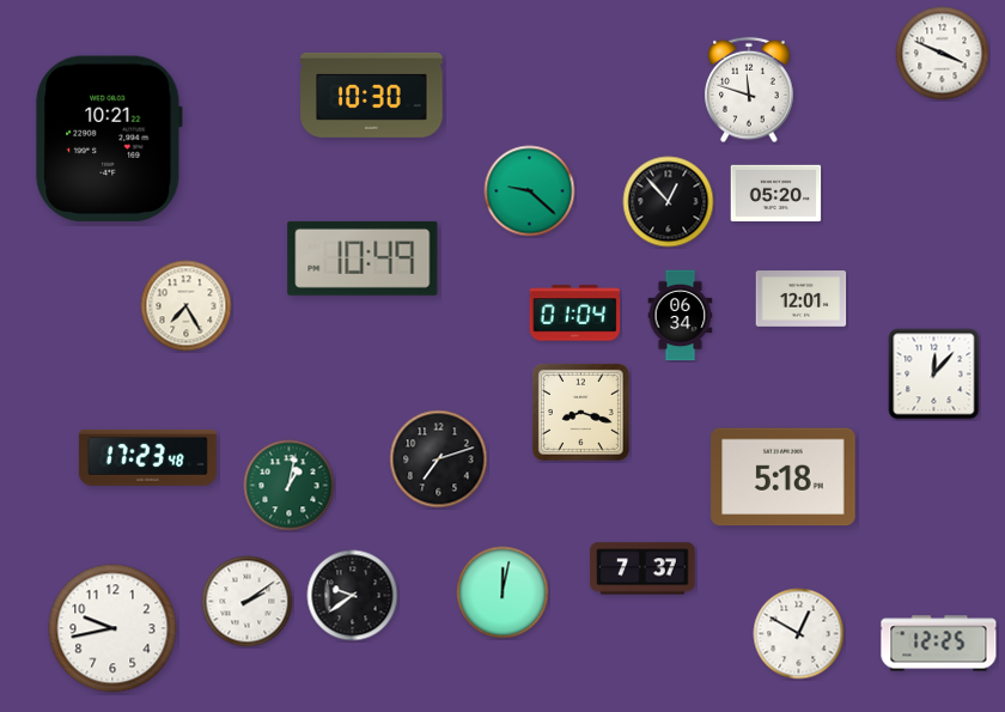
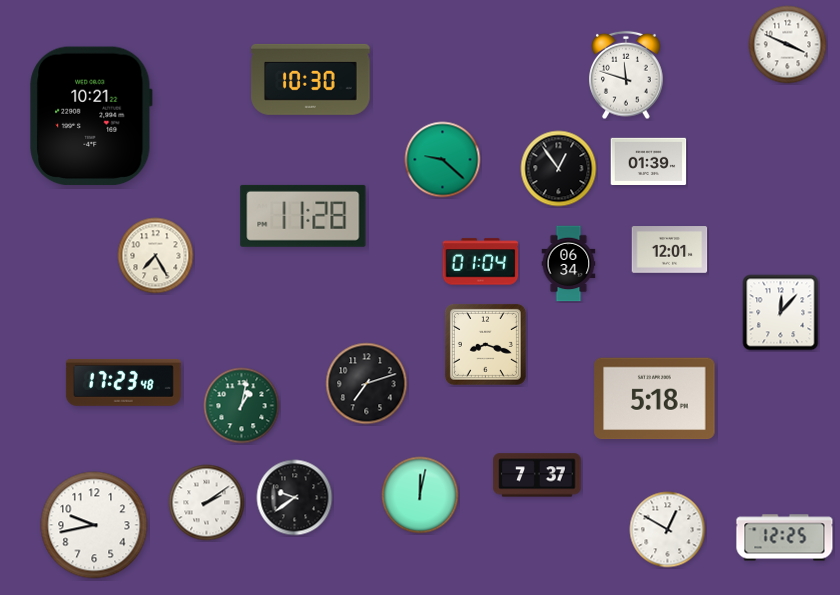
clock at (776, 193): 05:20 -> 01:39
clock at (669, 202): 12:53 -> 12:54
clock at (363, 258): 10:49 -> 11:28
